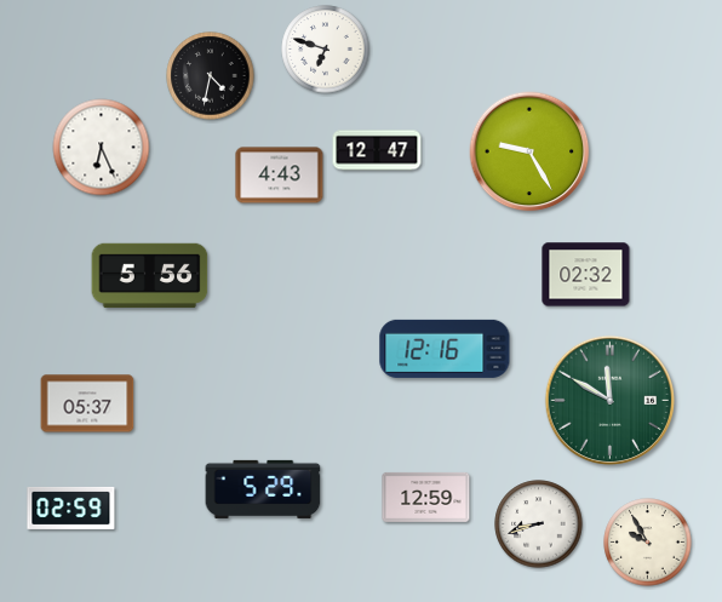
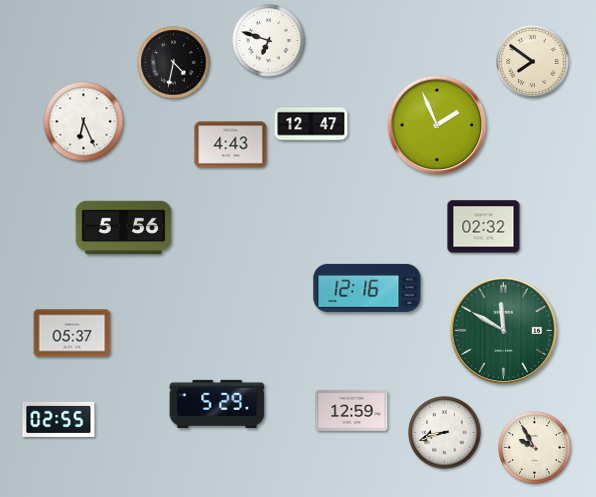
clock at (533, 62): none -> 7:51
clock at (529, 151): 9:25 -> 1:56
clock at (71, 508): 02:59 -> 02:55
